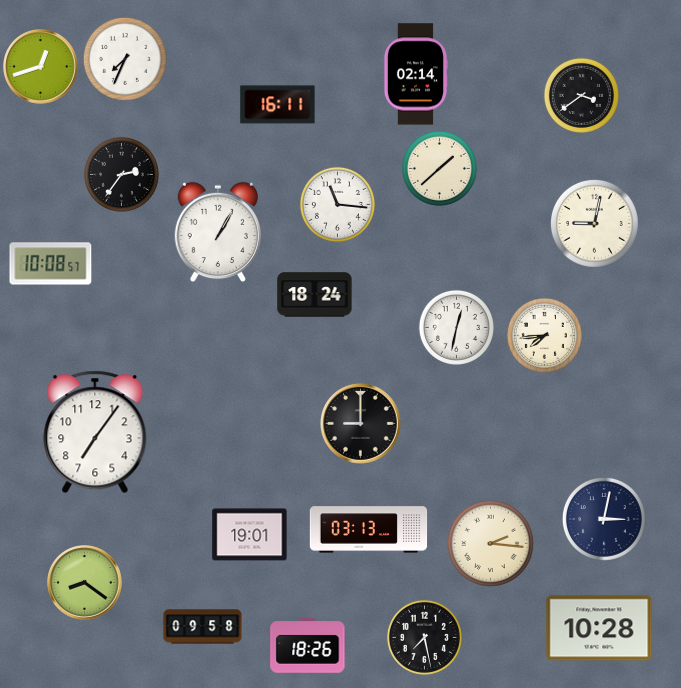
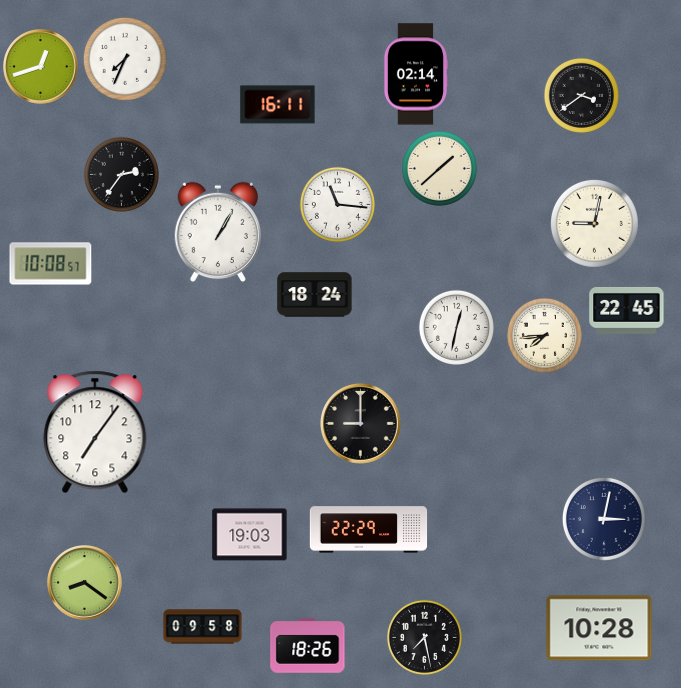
clock at (627, 310): none -> 22:45
clock at (369, 530): 03:13 -> 22:29
clock at (250, 535): 19:01 -> 19:03
clock at (490, 543): 2:16 -> none
